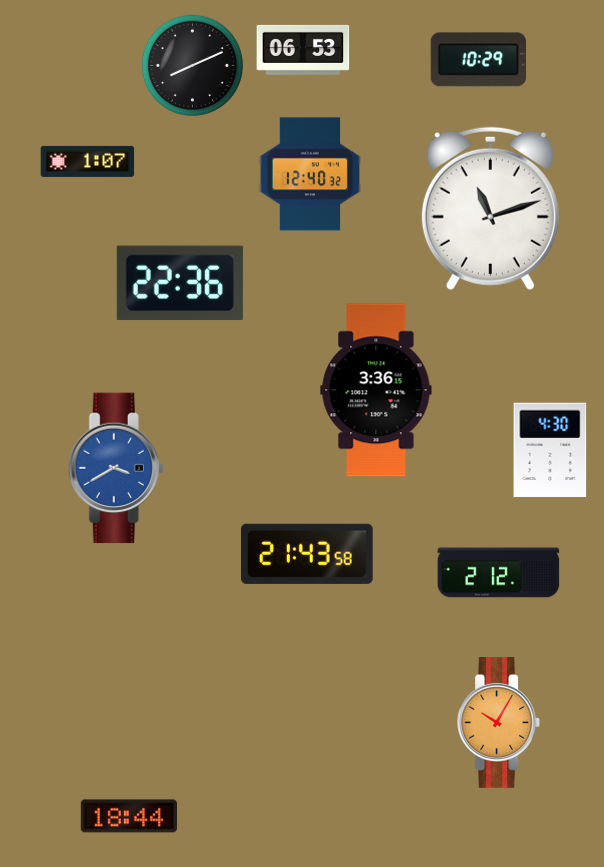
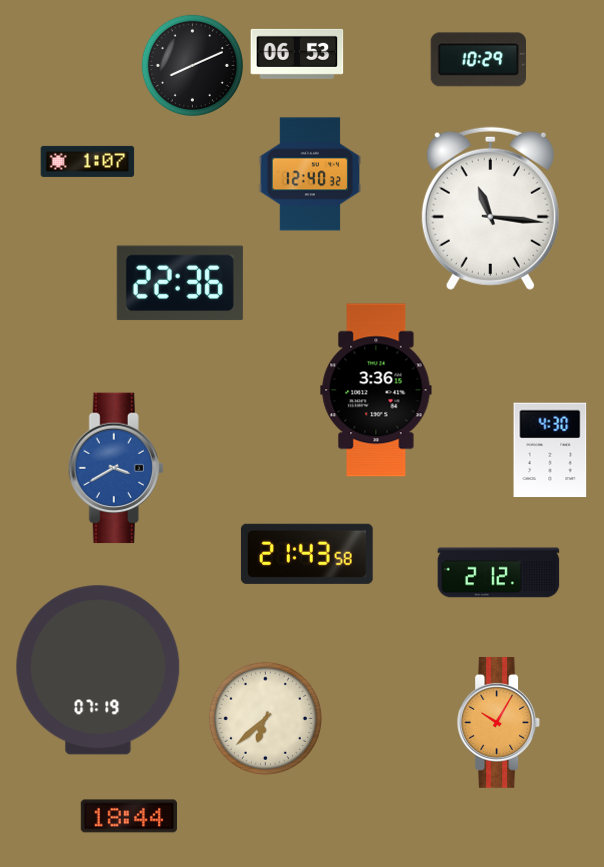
clock at (303, 50) position: (303, 50) -> (297, 54)
clock at (490, 208): 11:12 -> 11:16
clock at (98, 670): none -> 07:19
clock at (265, 718): none -> 6:38
